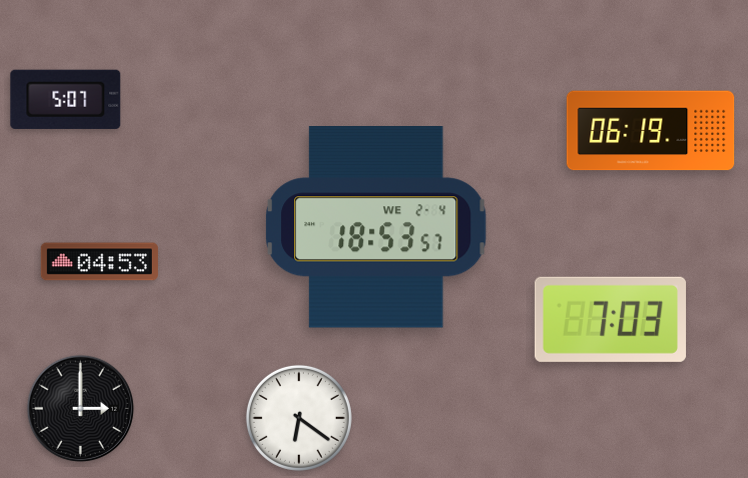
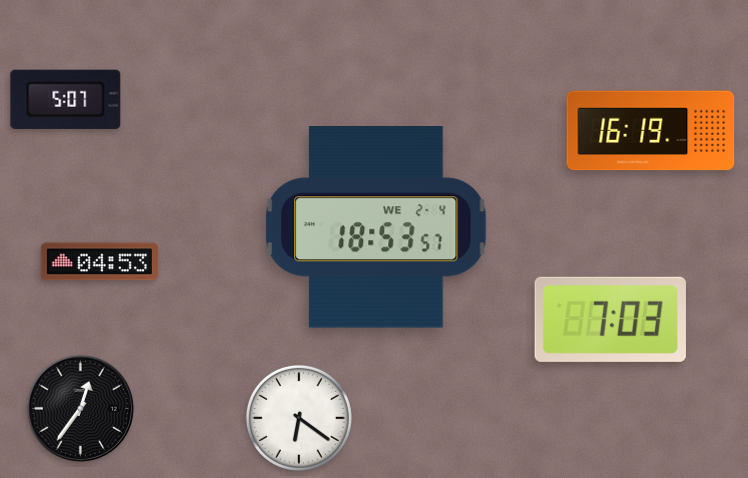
clock at (651, 131): 06:19 -> 16:19
clock at (81, 409): 3:00 -> 12:36
